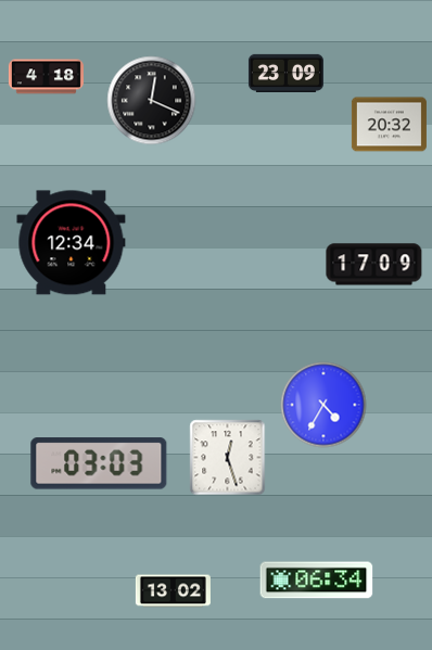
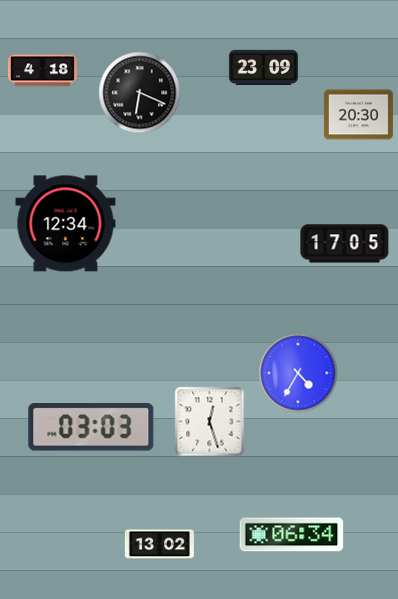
clock at (152, 101): 12:19 -> 6:19
clock at (389, 125): 20:32 -> 20:30
clock at (374, 265): 17:09 -> 17:05
